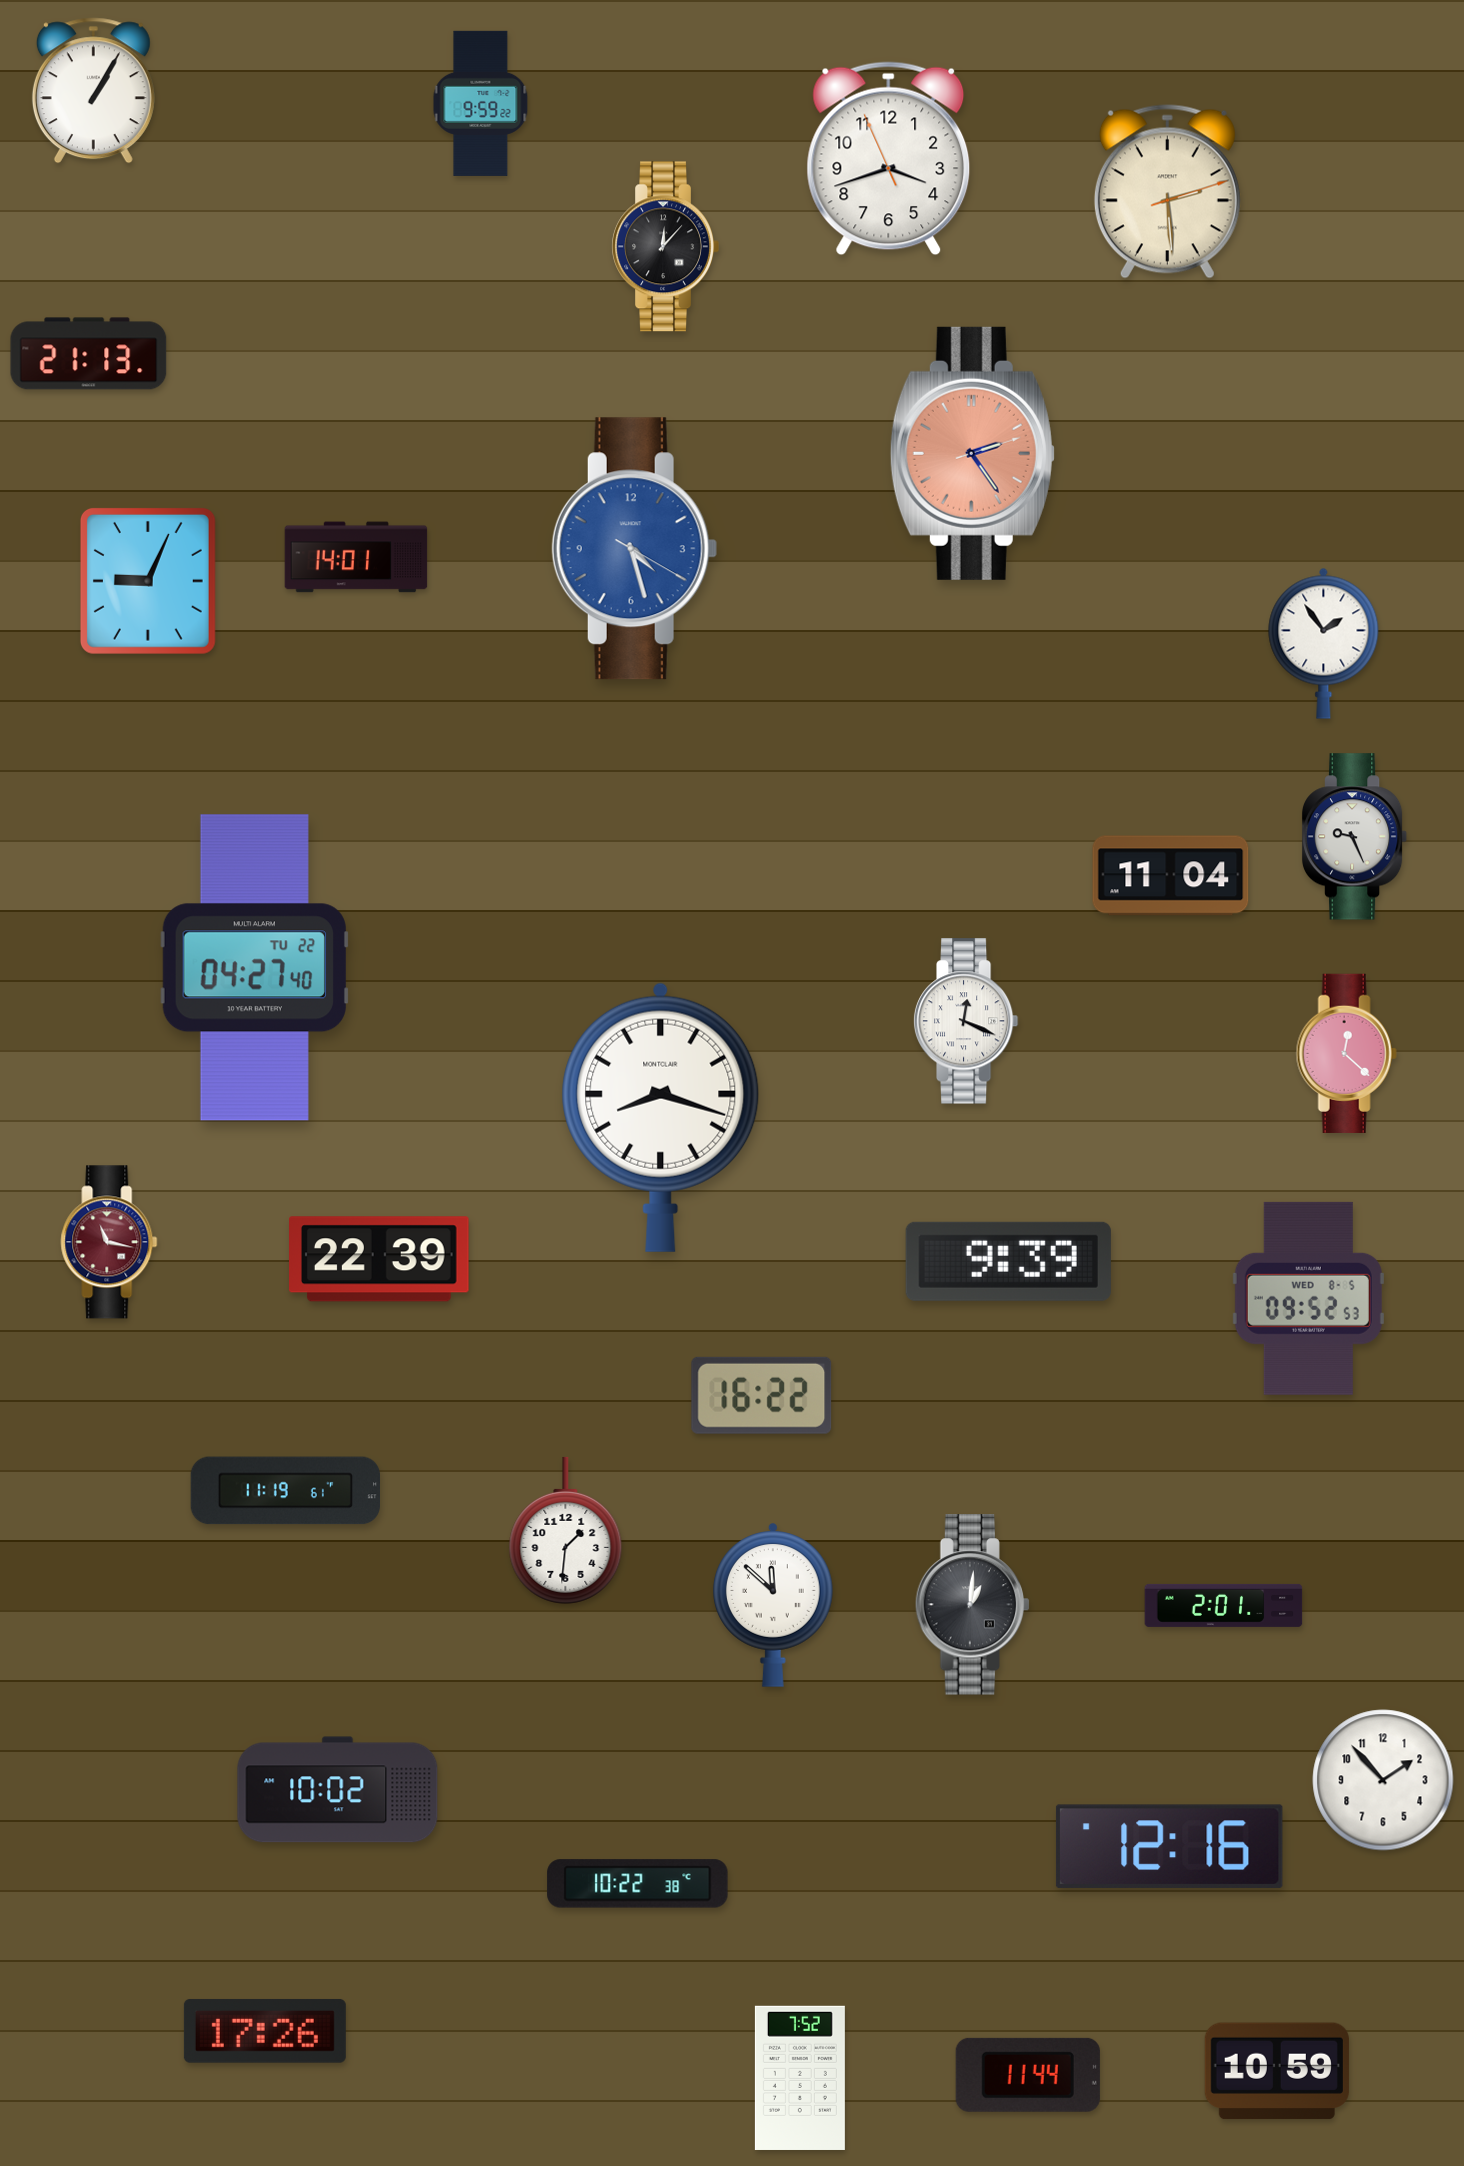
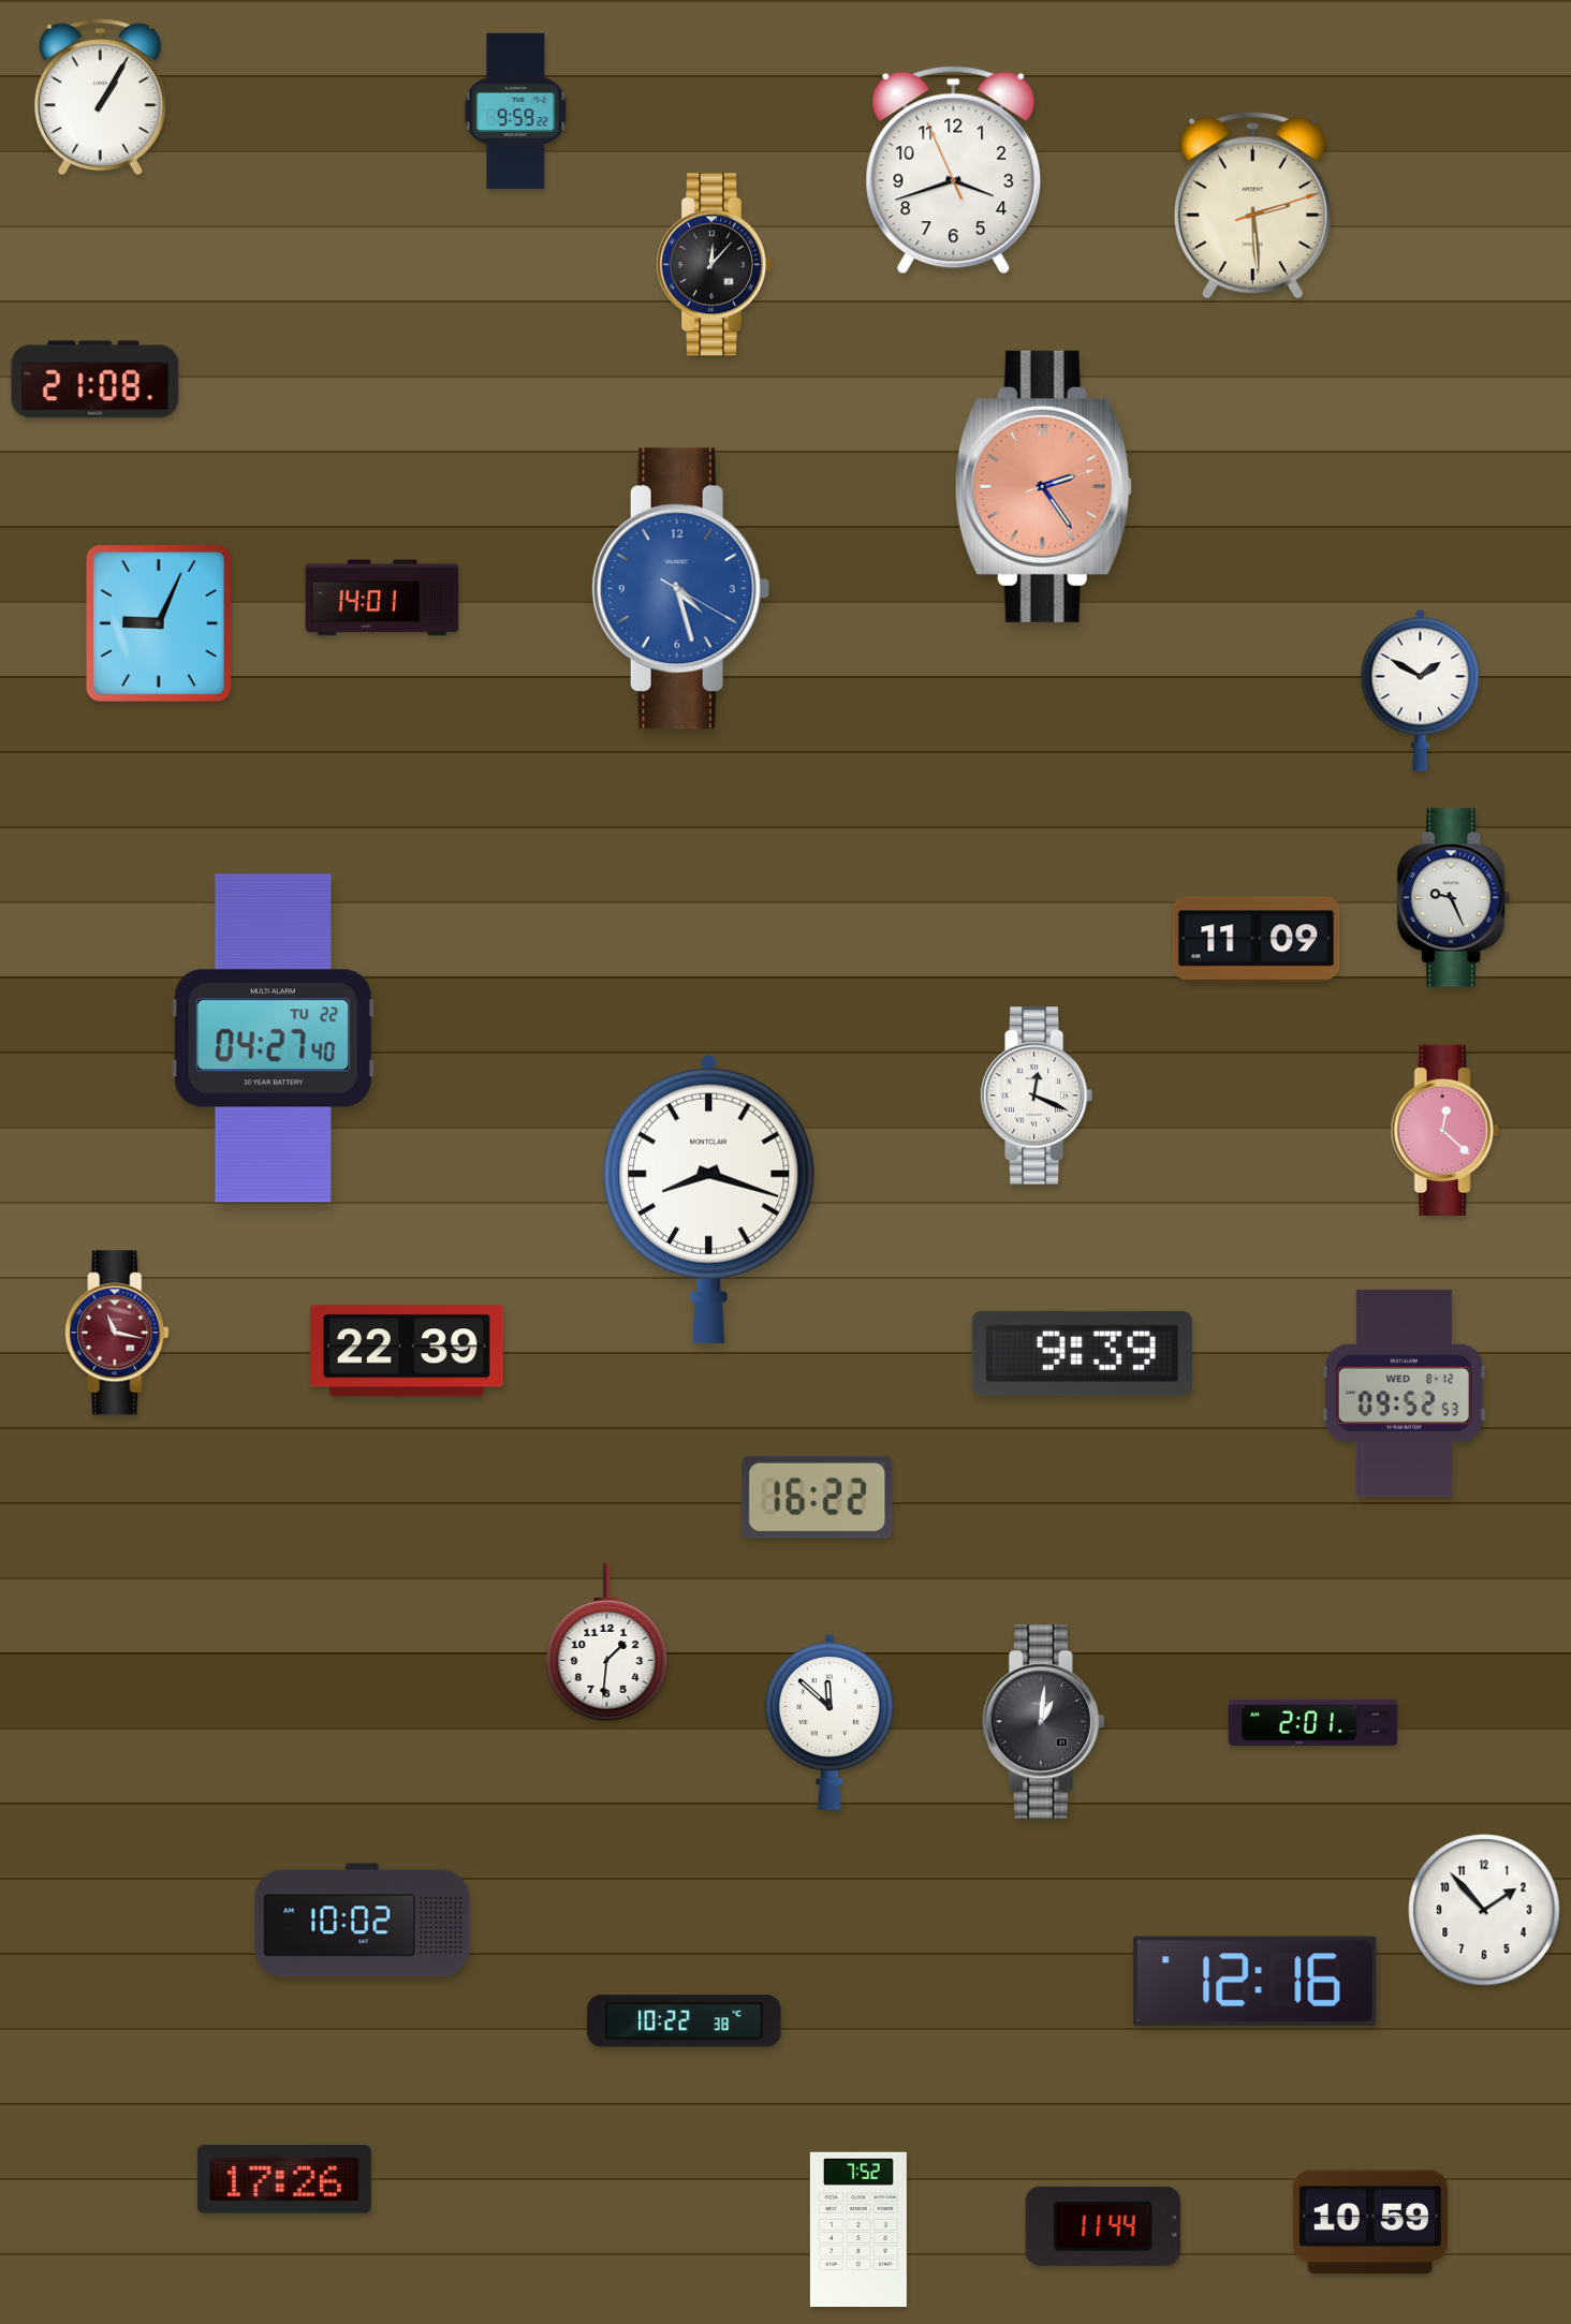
clock at (89, 354): 21:13 -> 21:08
clock at (1324, 643): 1:54 -> 1:50
clock at (1171, 876): 11:04 -> 11:09
clock at (1308, 1298) date: WED 8-5 -> WED 8-12
clock at (285, 1491): 11:19 -> none
